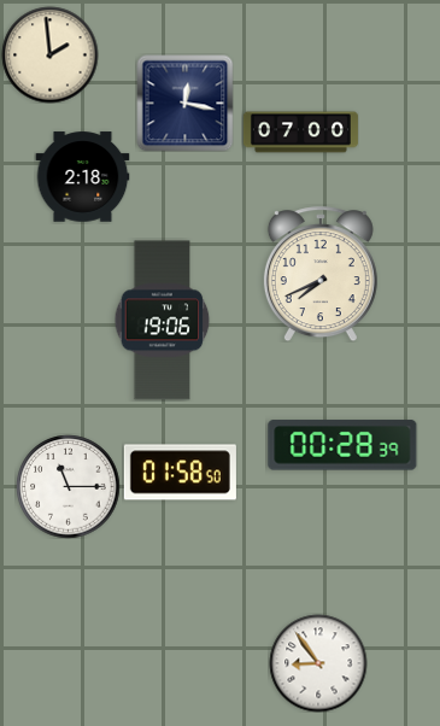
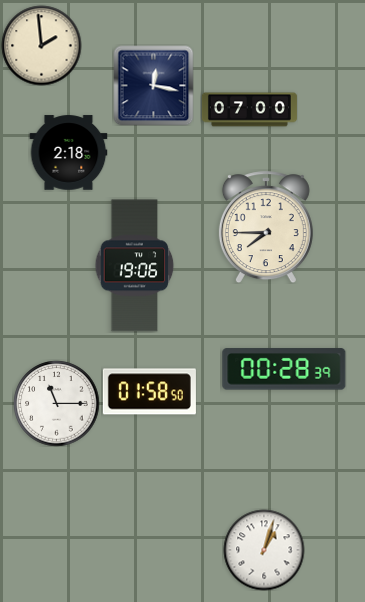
clock at (82, 177) position: (82, 177) -> (68, 153)
clock at (321, 274): 7:41 -> 7:45
clock at (318, 663): 8:54 -> 1:03
